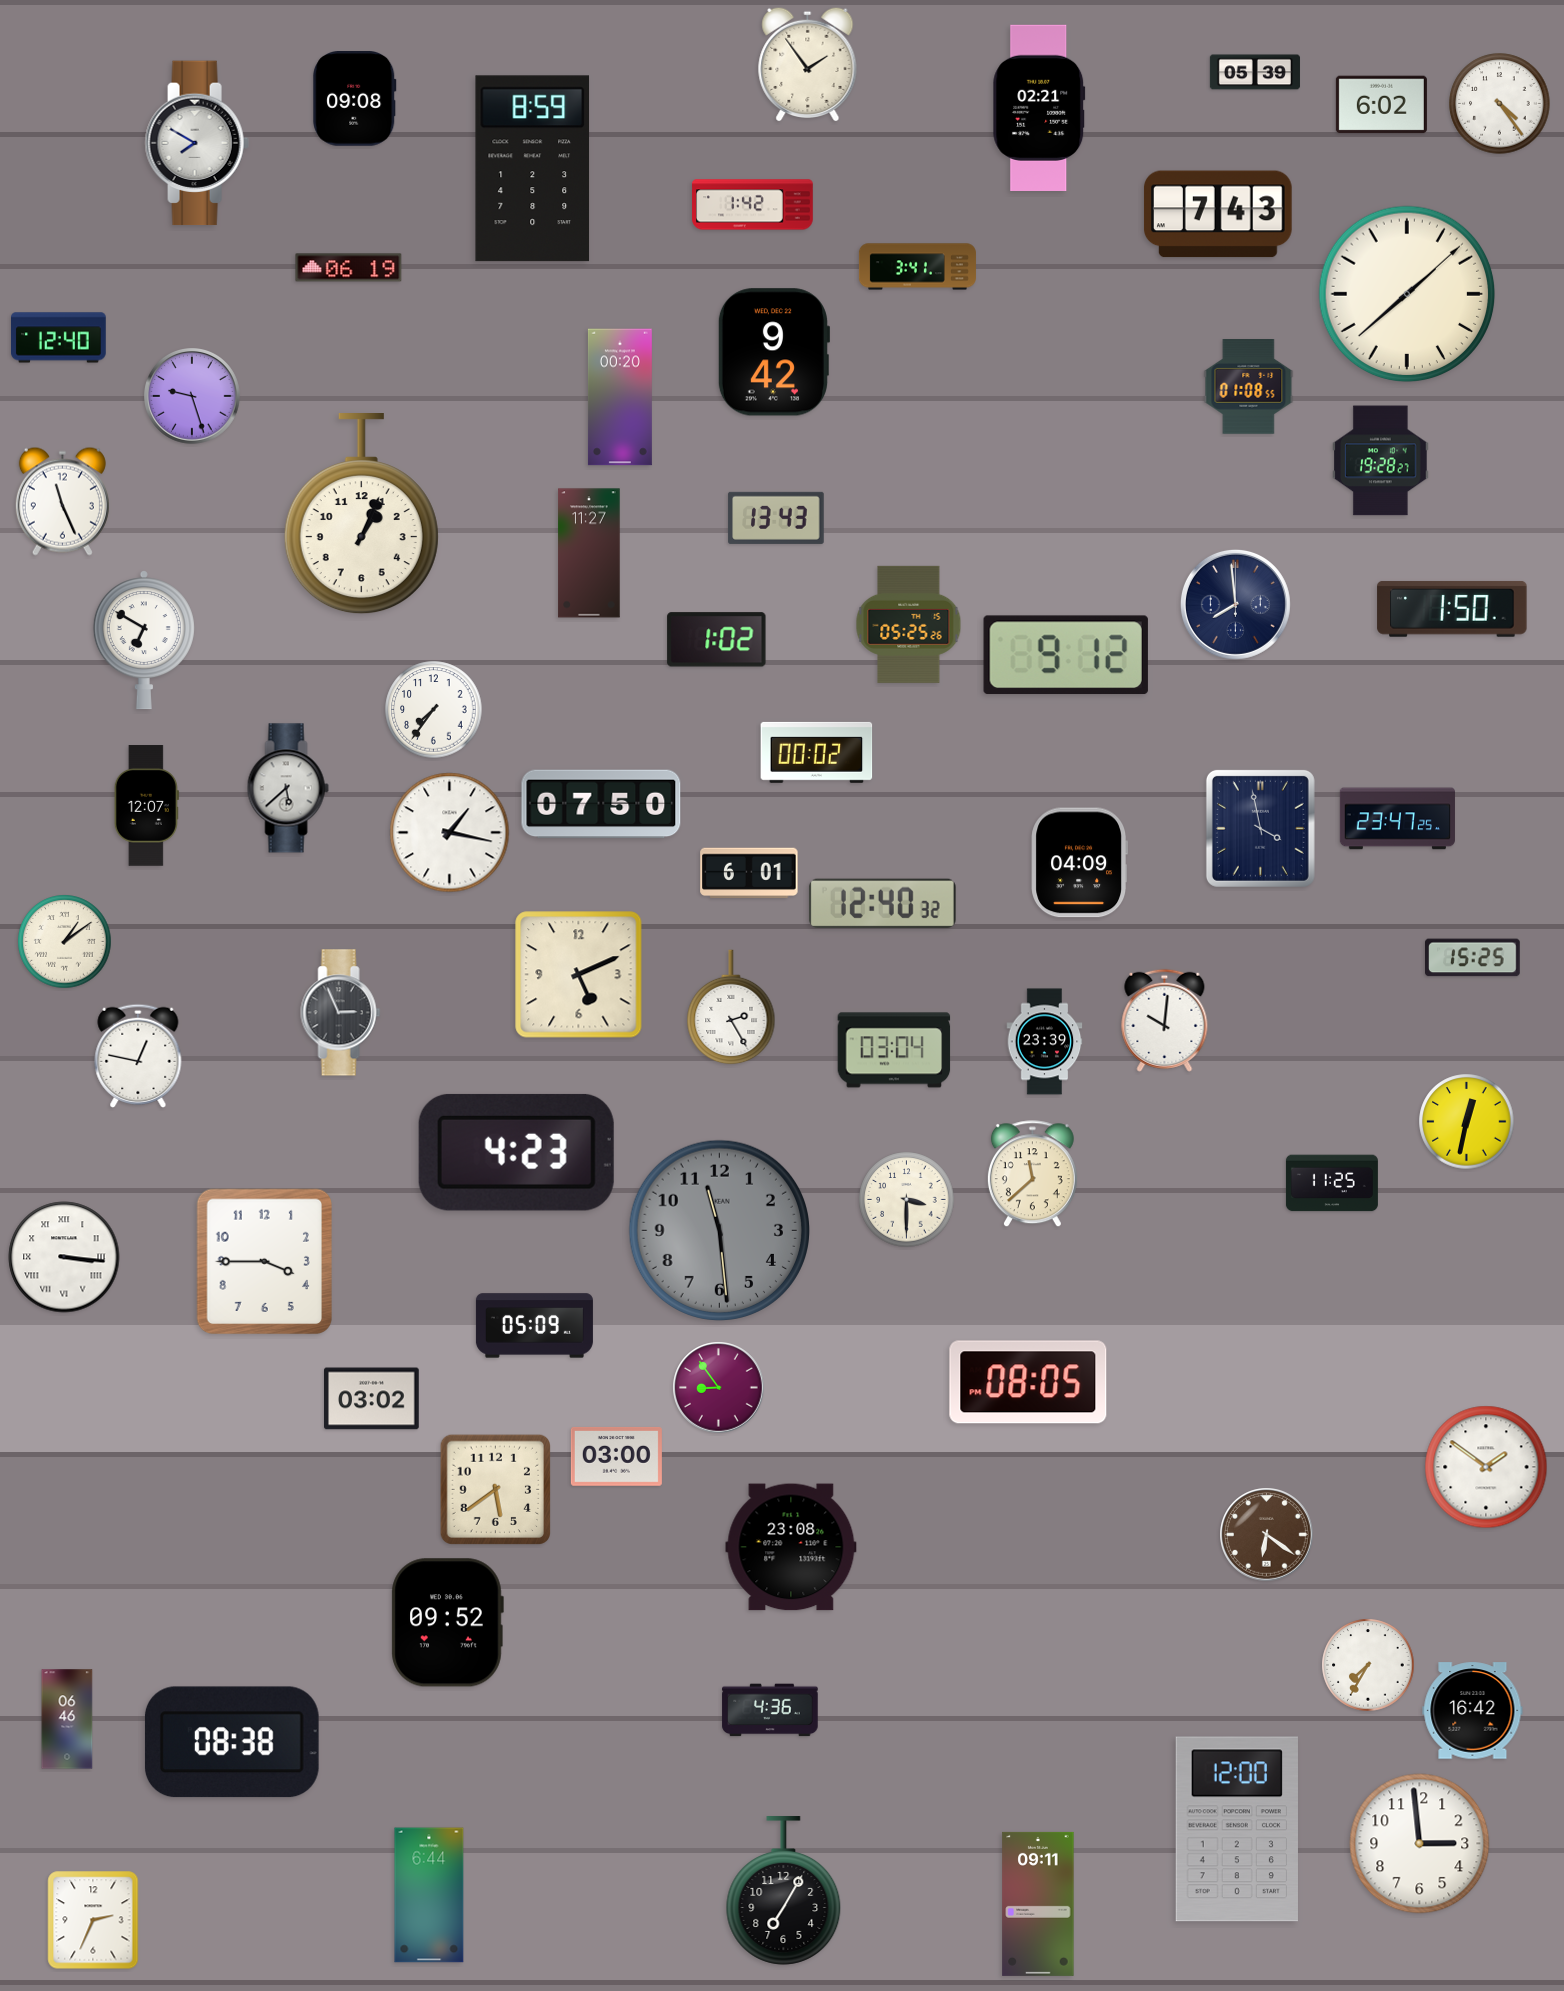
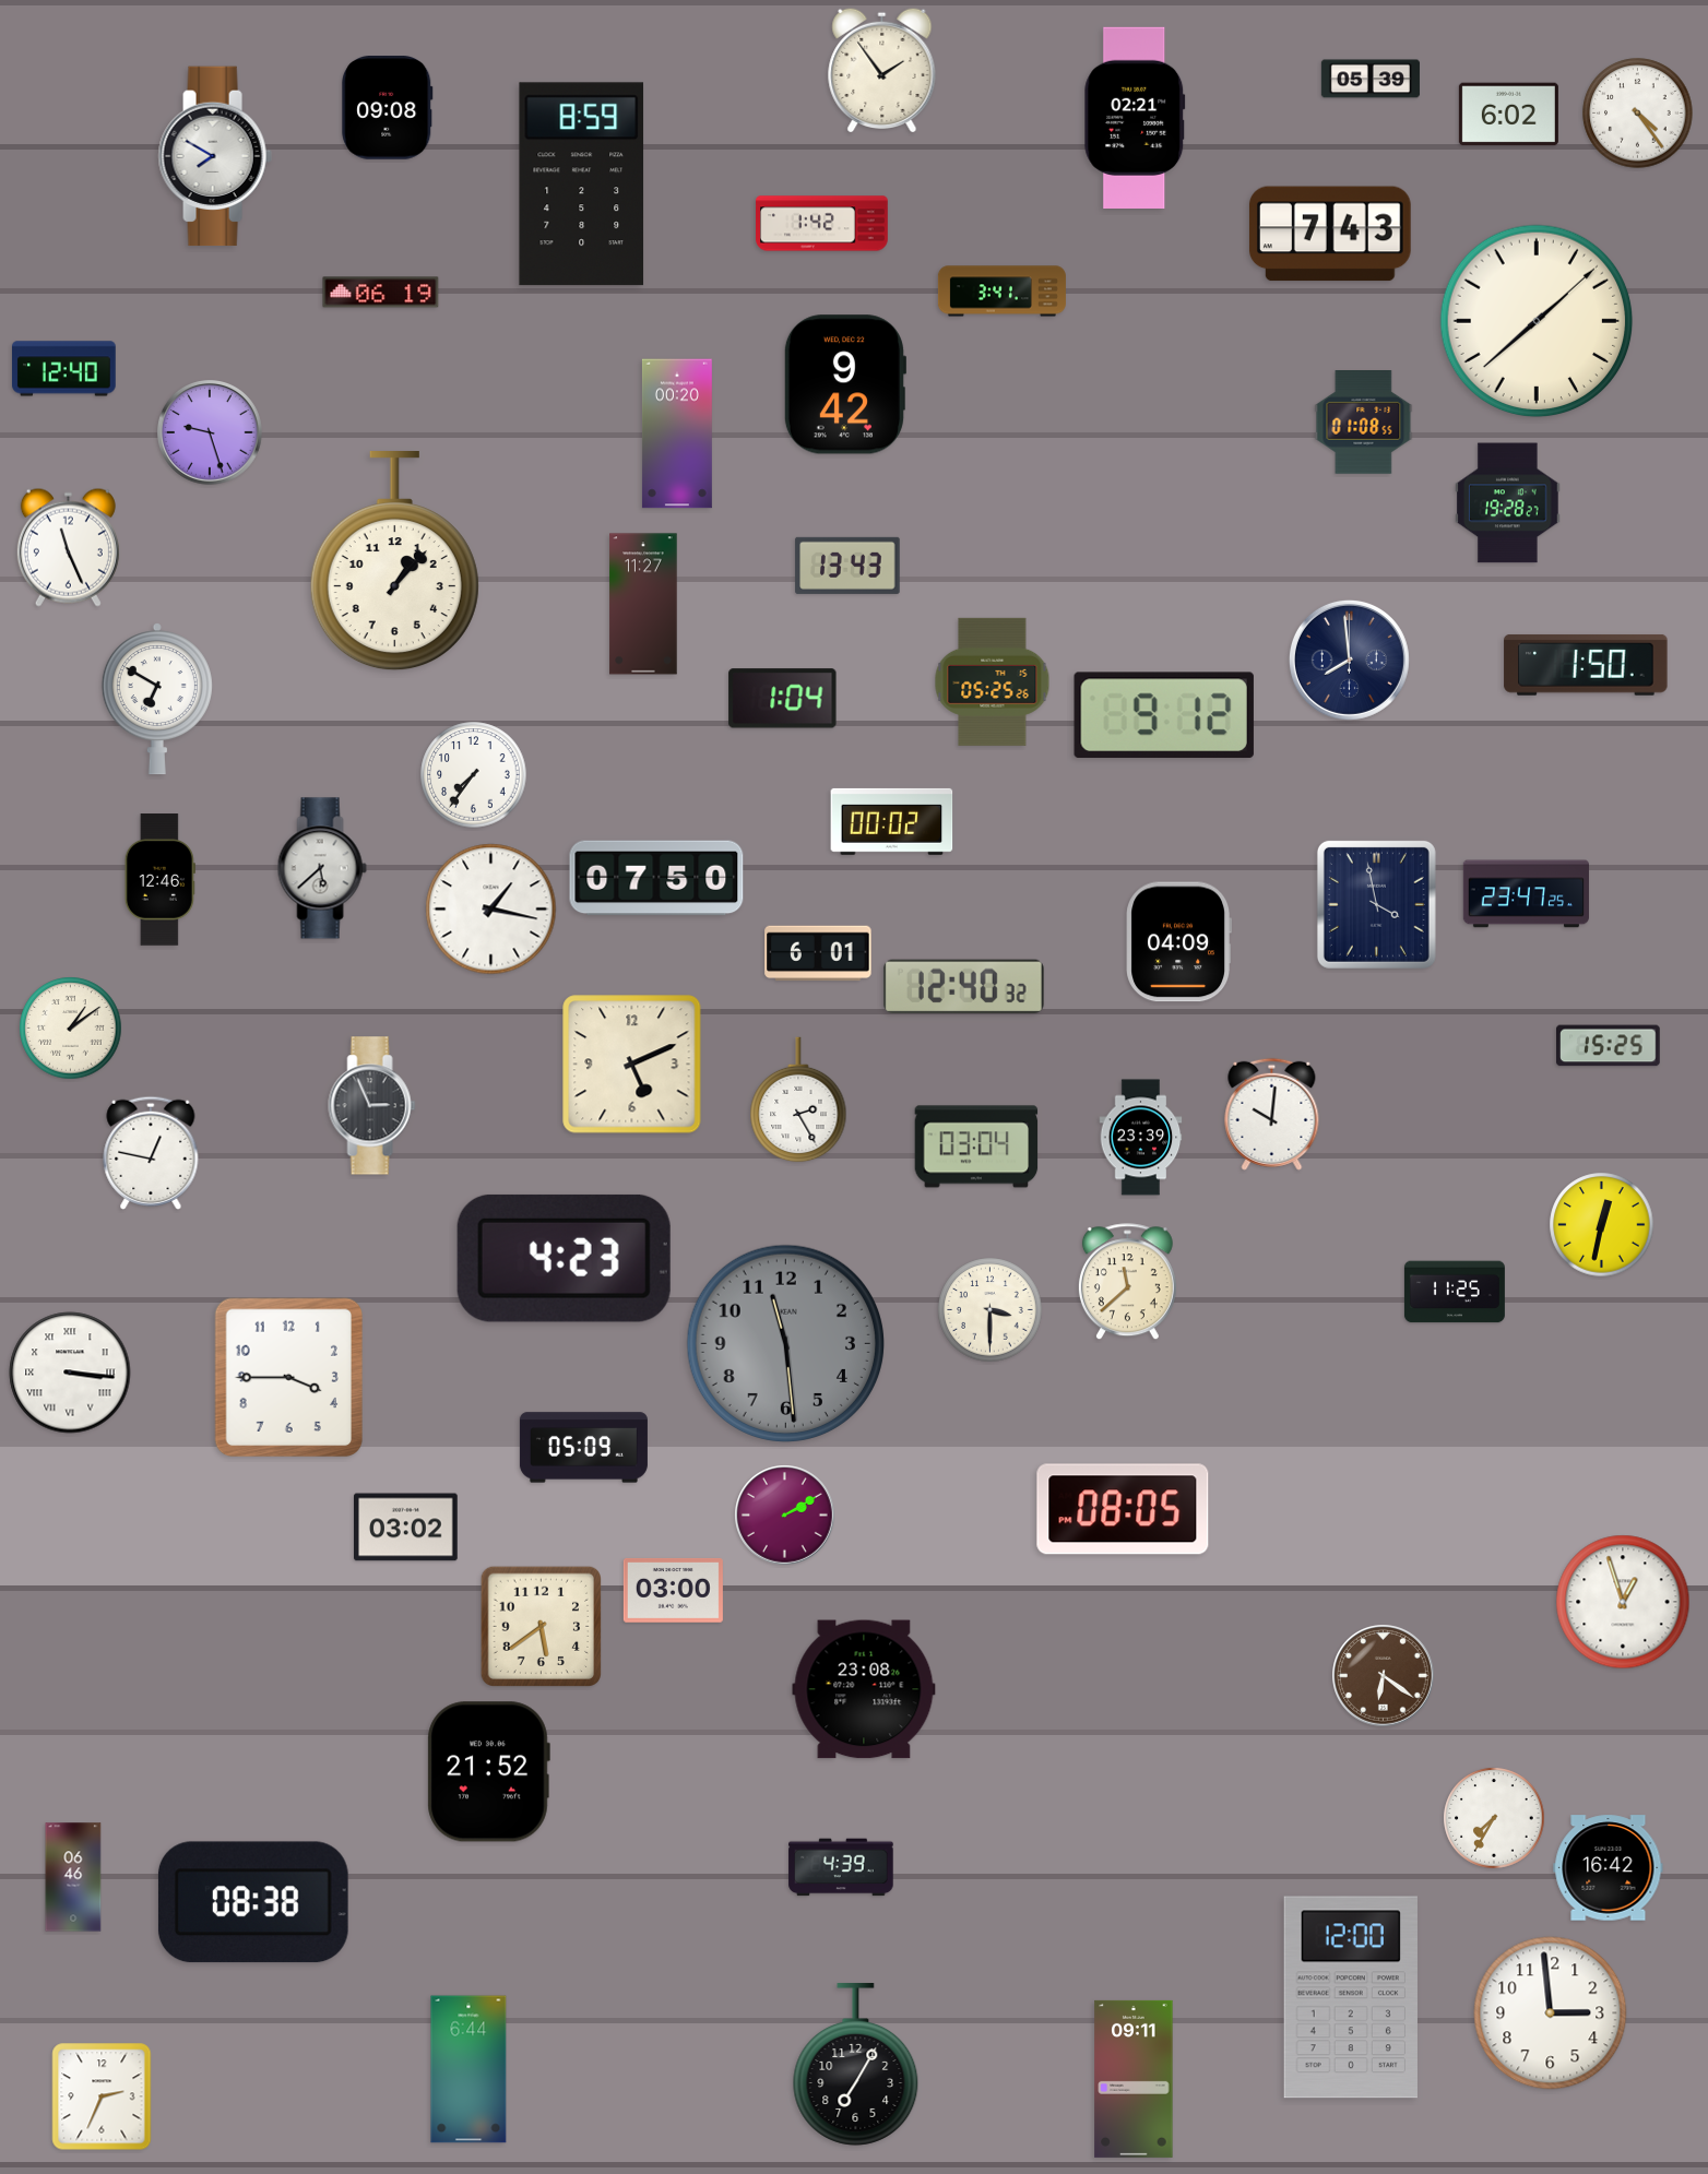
clock at (361, 515): 1:04 -> 1:07
clock at (717, 640): 1:02 -> 1:04
clock at (288, 788) position: (288, 788) -> (322, 868)
clock at (146, 806): 12:07 -> 12:46
clock at (719, 1388): 8:54 -> 2:10
clock at (1486, 1467): 1:51 -> 12:57
clock at (447, 1623): 09:52 -> 21:52
clock at (770, 1710): 4:36 -> 4:39
